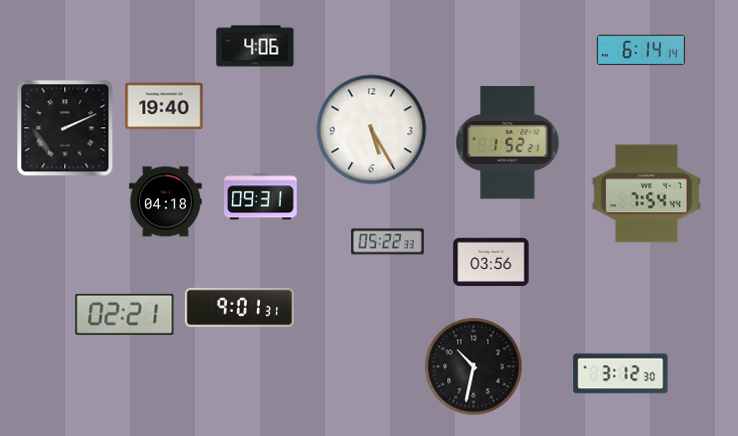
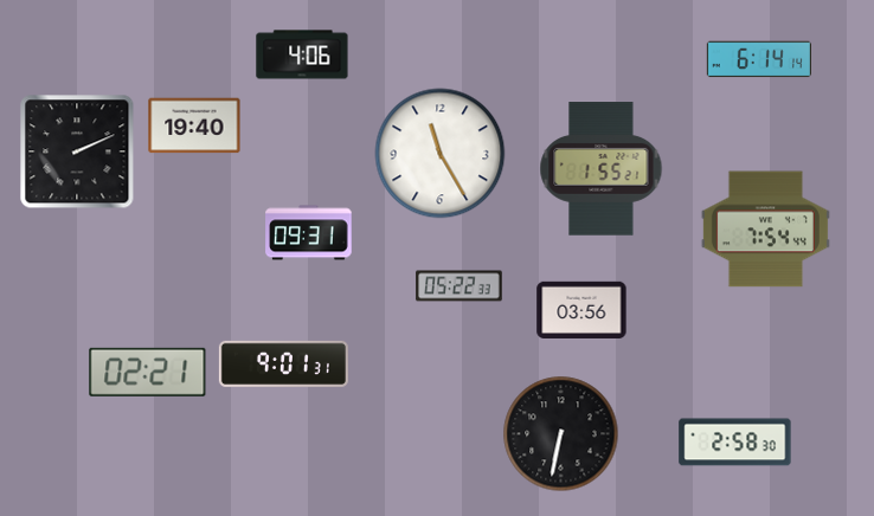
clock at (372, 130): 5:25 -> 11:25
clock at (508, 143): 1:52 -> 1:55
clock at (166, 202): 04:18 -> none
clock at (474, 367): 10:32 -> 6:32
clock at (621, 374): 3:12 -> 2:58
